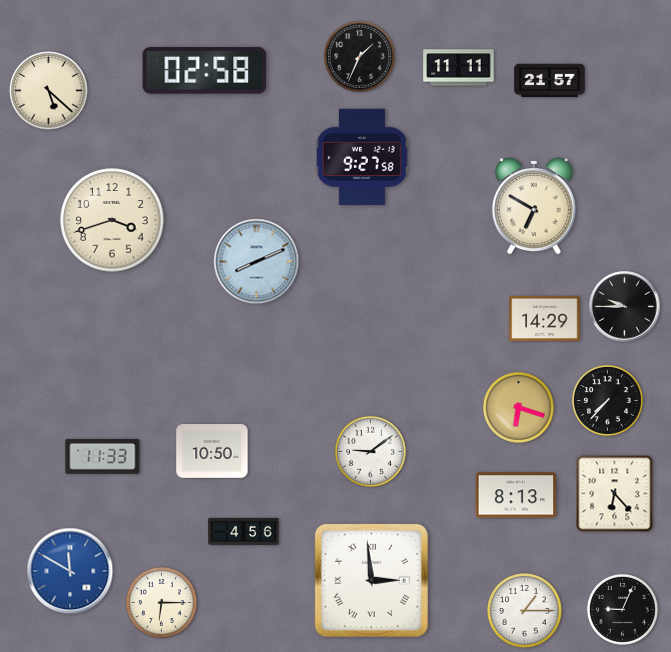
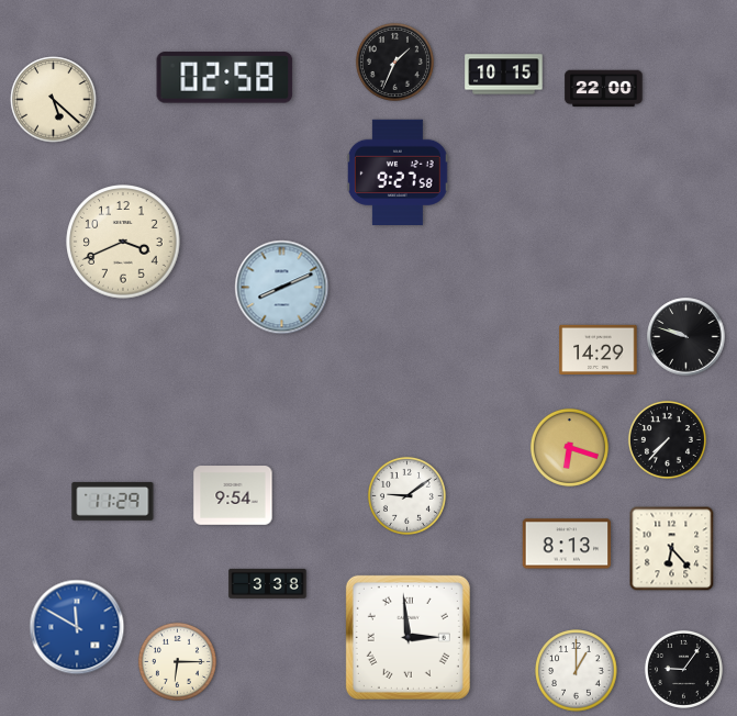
clock at (459, 68): 11:11 -> 10:15
clock at (550, 81): 21:57 -> 22:00
clock at (534, 206): 6:50 -> none
clock at (112, 220): 3:42 -> 3:41
clock at (625, 307): 9:45 -> 9:48
clock at (212, 451): 10:50 -> 9:54
clock at (103, 456): 11:33 -> 11:29
clock at (615, 494) position: (615, 494) -> (672, 549)
clock at (244, 531): 4:56 -> 3:38
clock at (622, 609): 9:04 -> 9:06
clock at (525, 611): 1:15 -> 1:00
